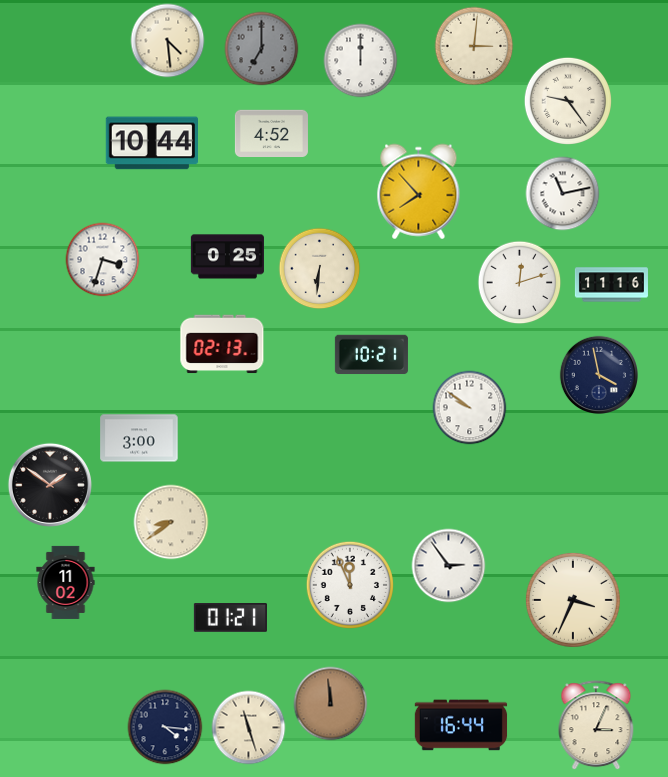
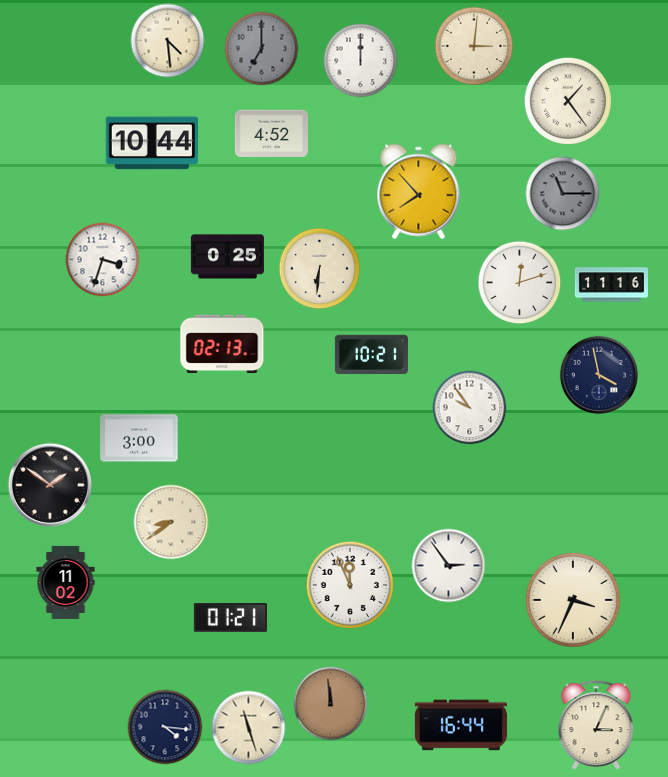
clock at (568, 101): 9:24 -> 1:24
clock at (563, 194): 11:13 -> 11:15
clock at (563, 194) dial: white -> grey
clock at (470, 408): 9:51 -> 9:54
